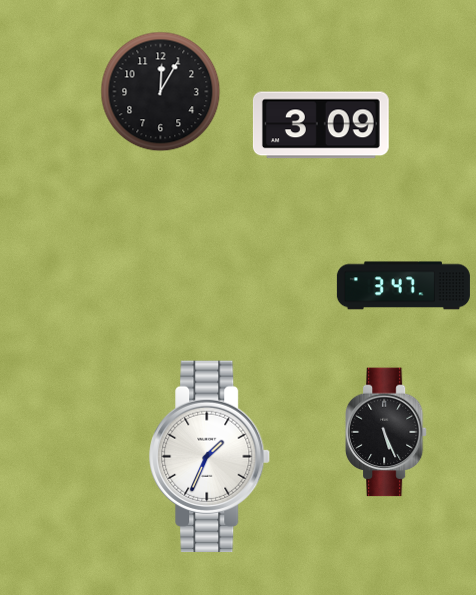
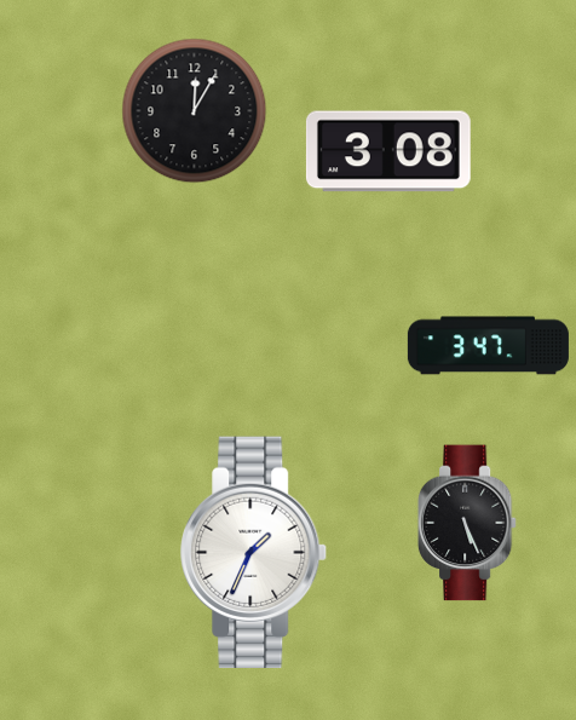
clock at (321, 125): 3:09 -> 3:08
